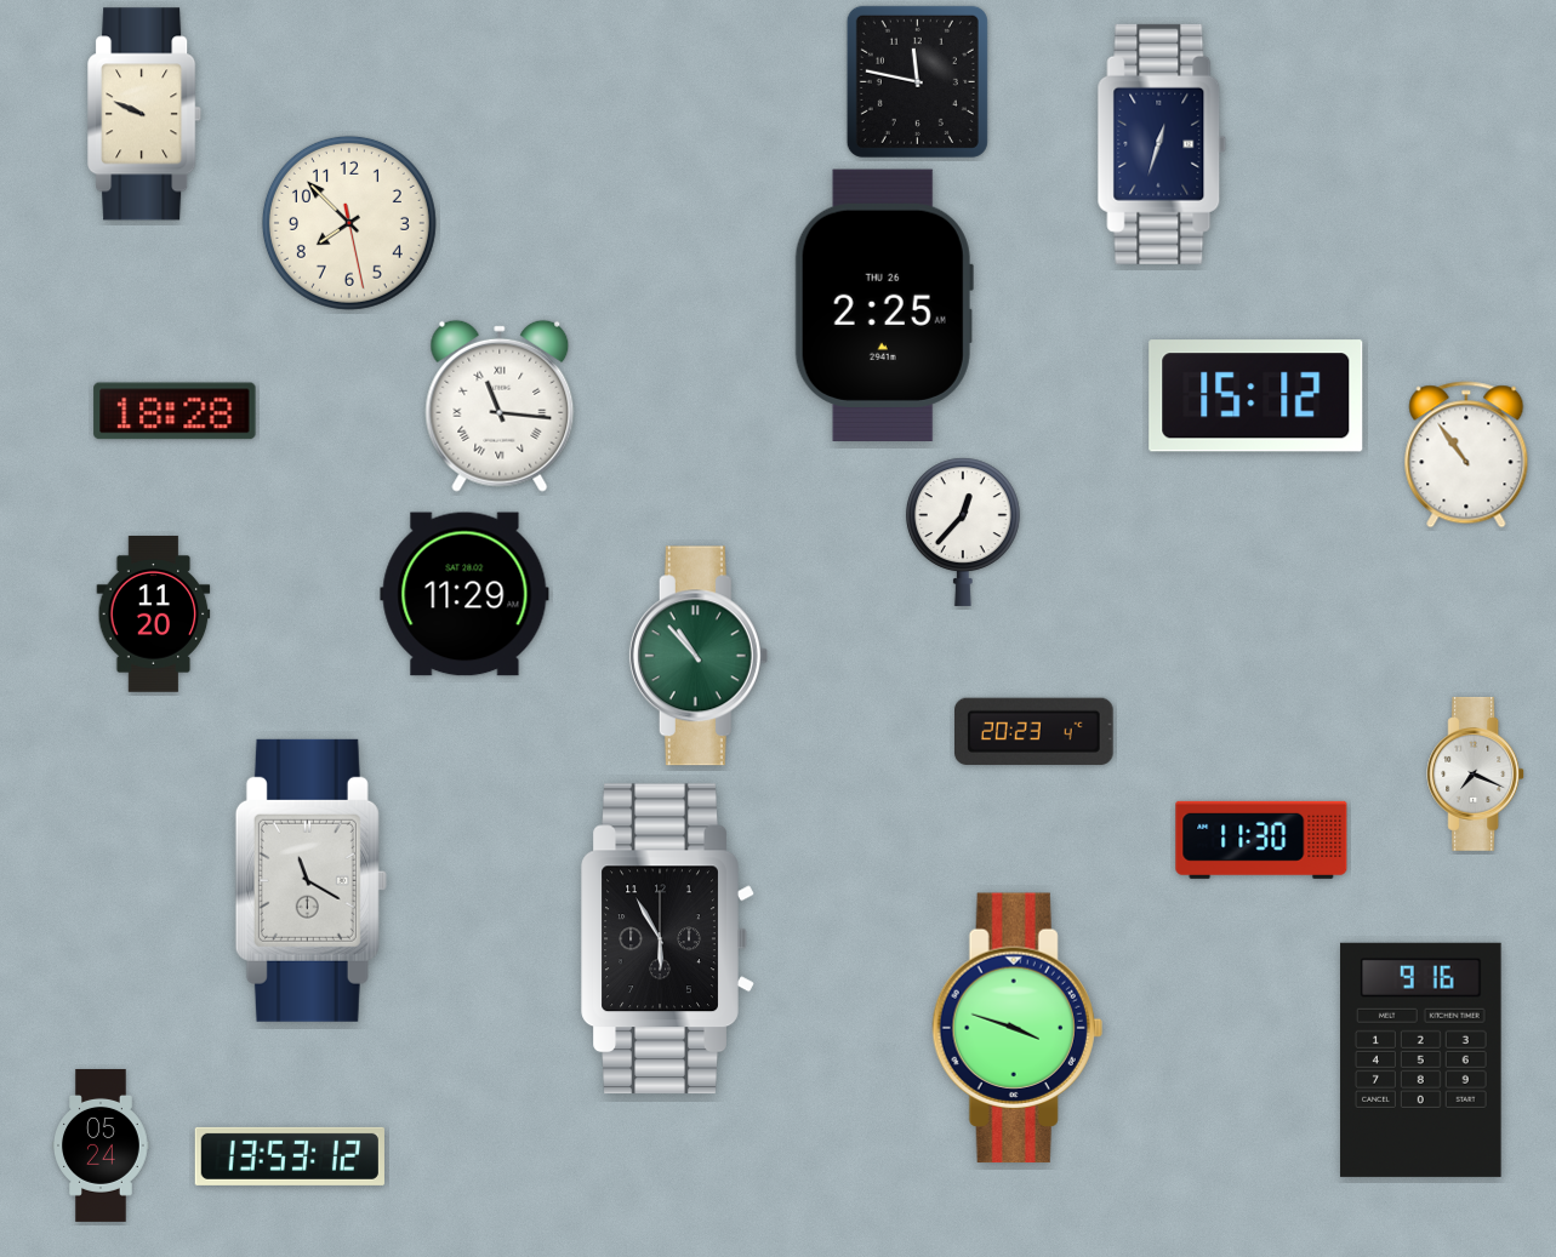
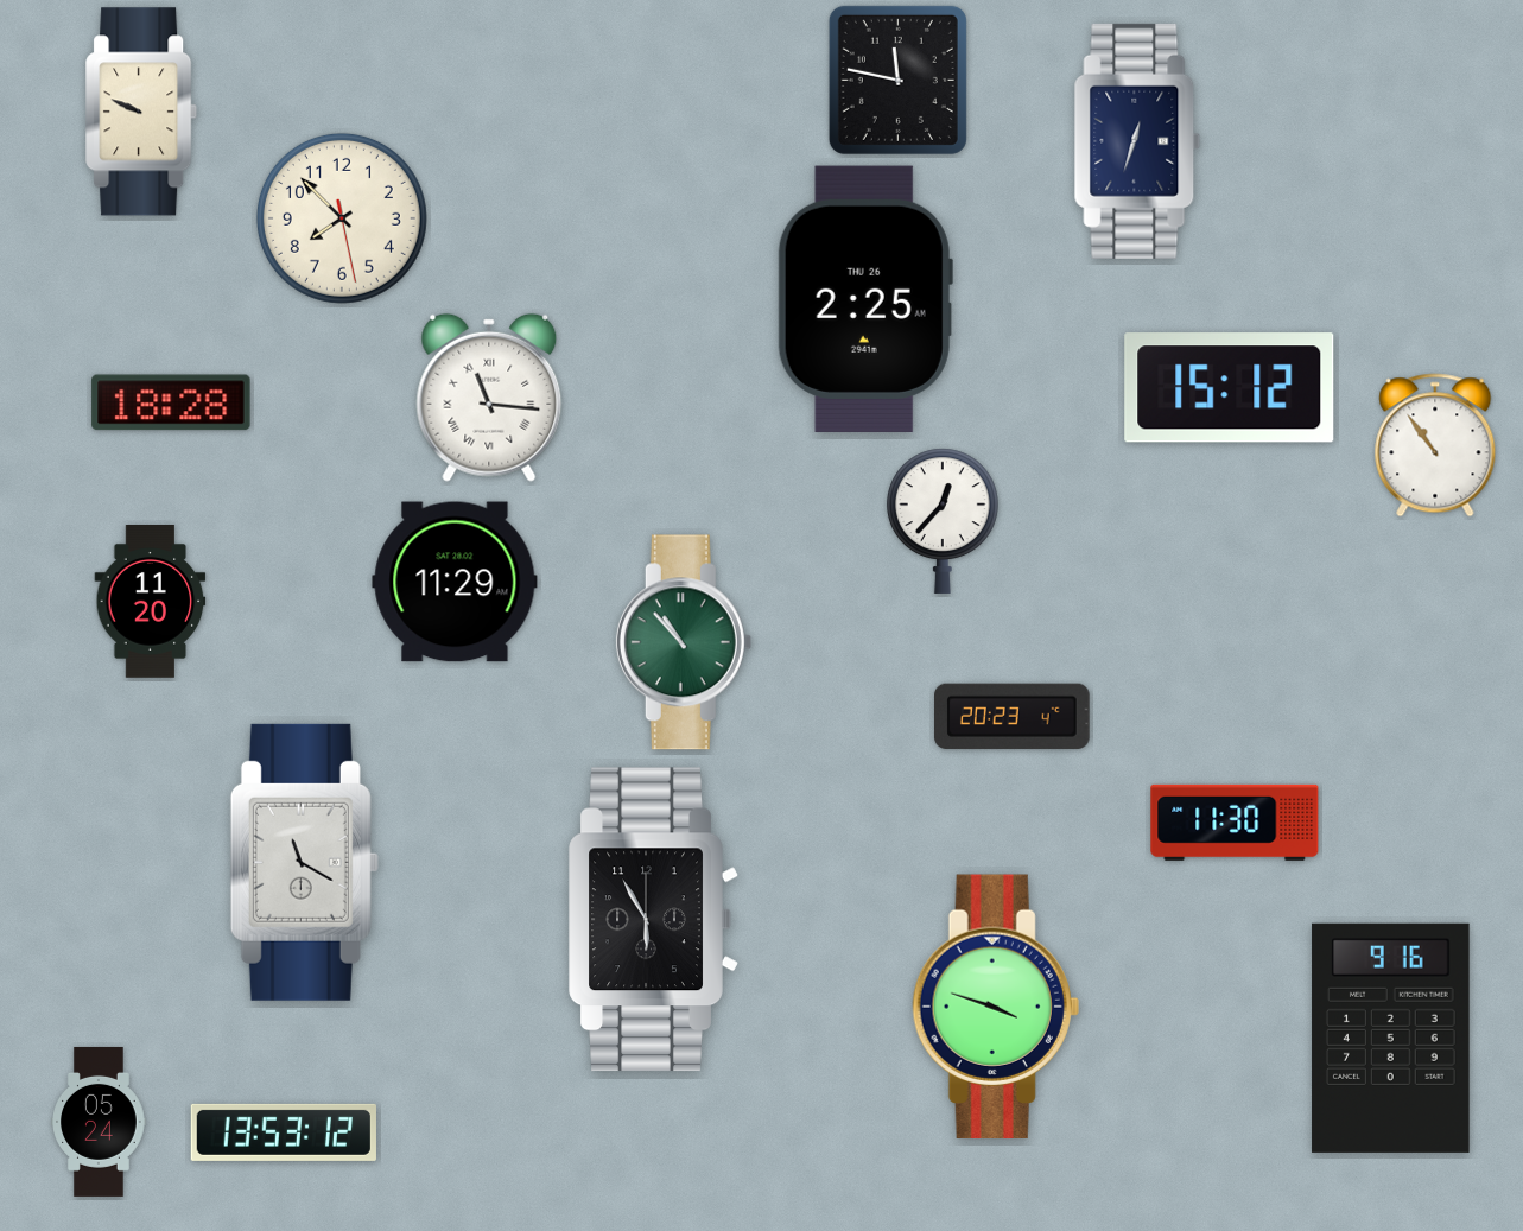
clock at (1476, 773): 7:19 -> none
